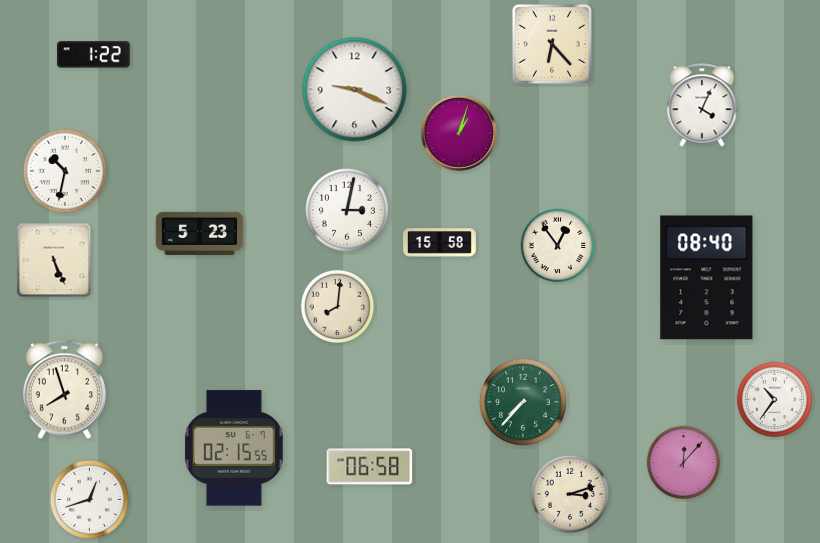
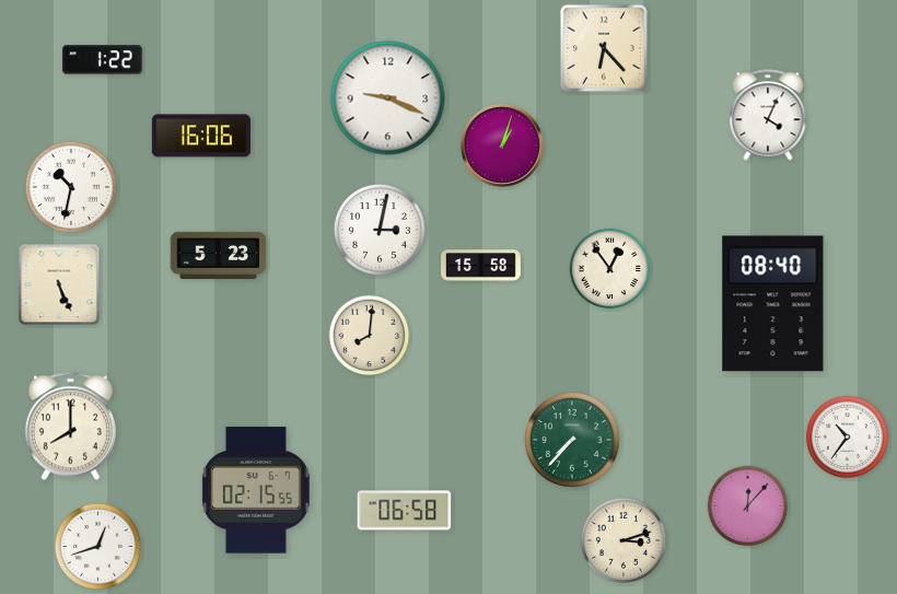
clock at (201, 136): none -> 16:06
clock at (64, 390): 7:57 -> 8:00
